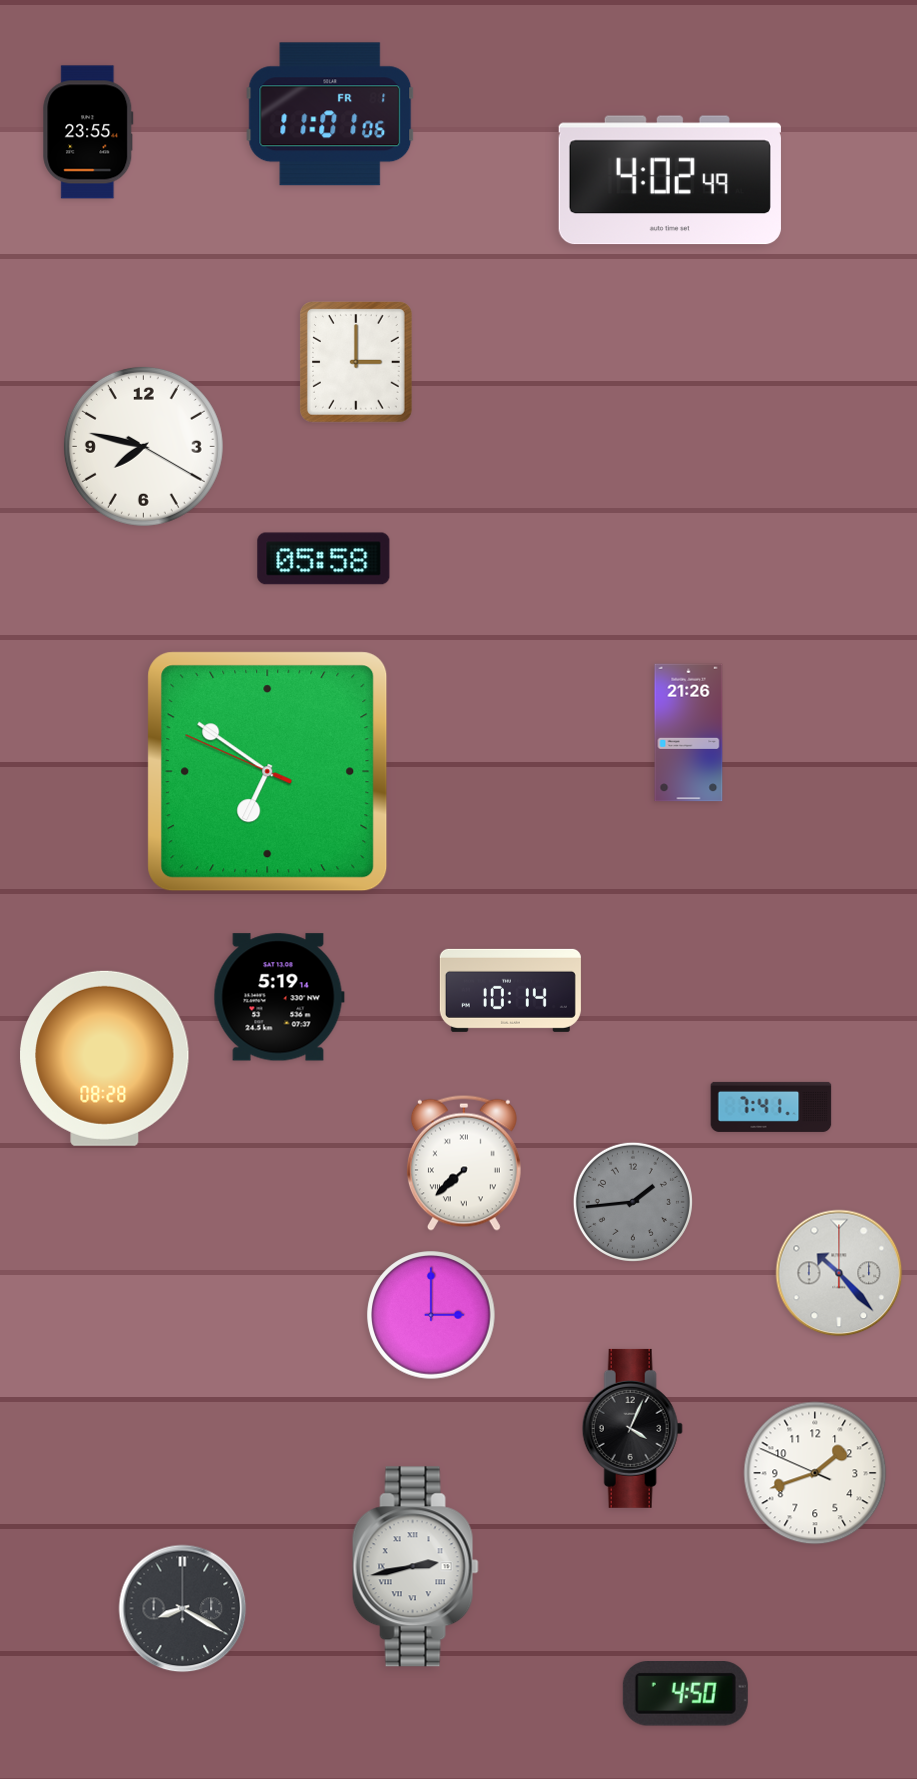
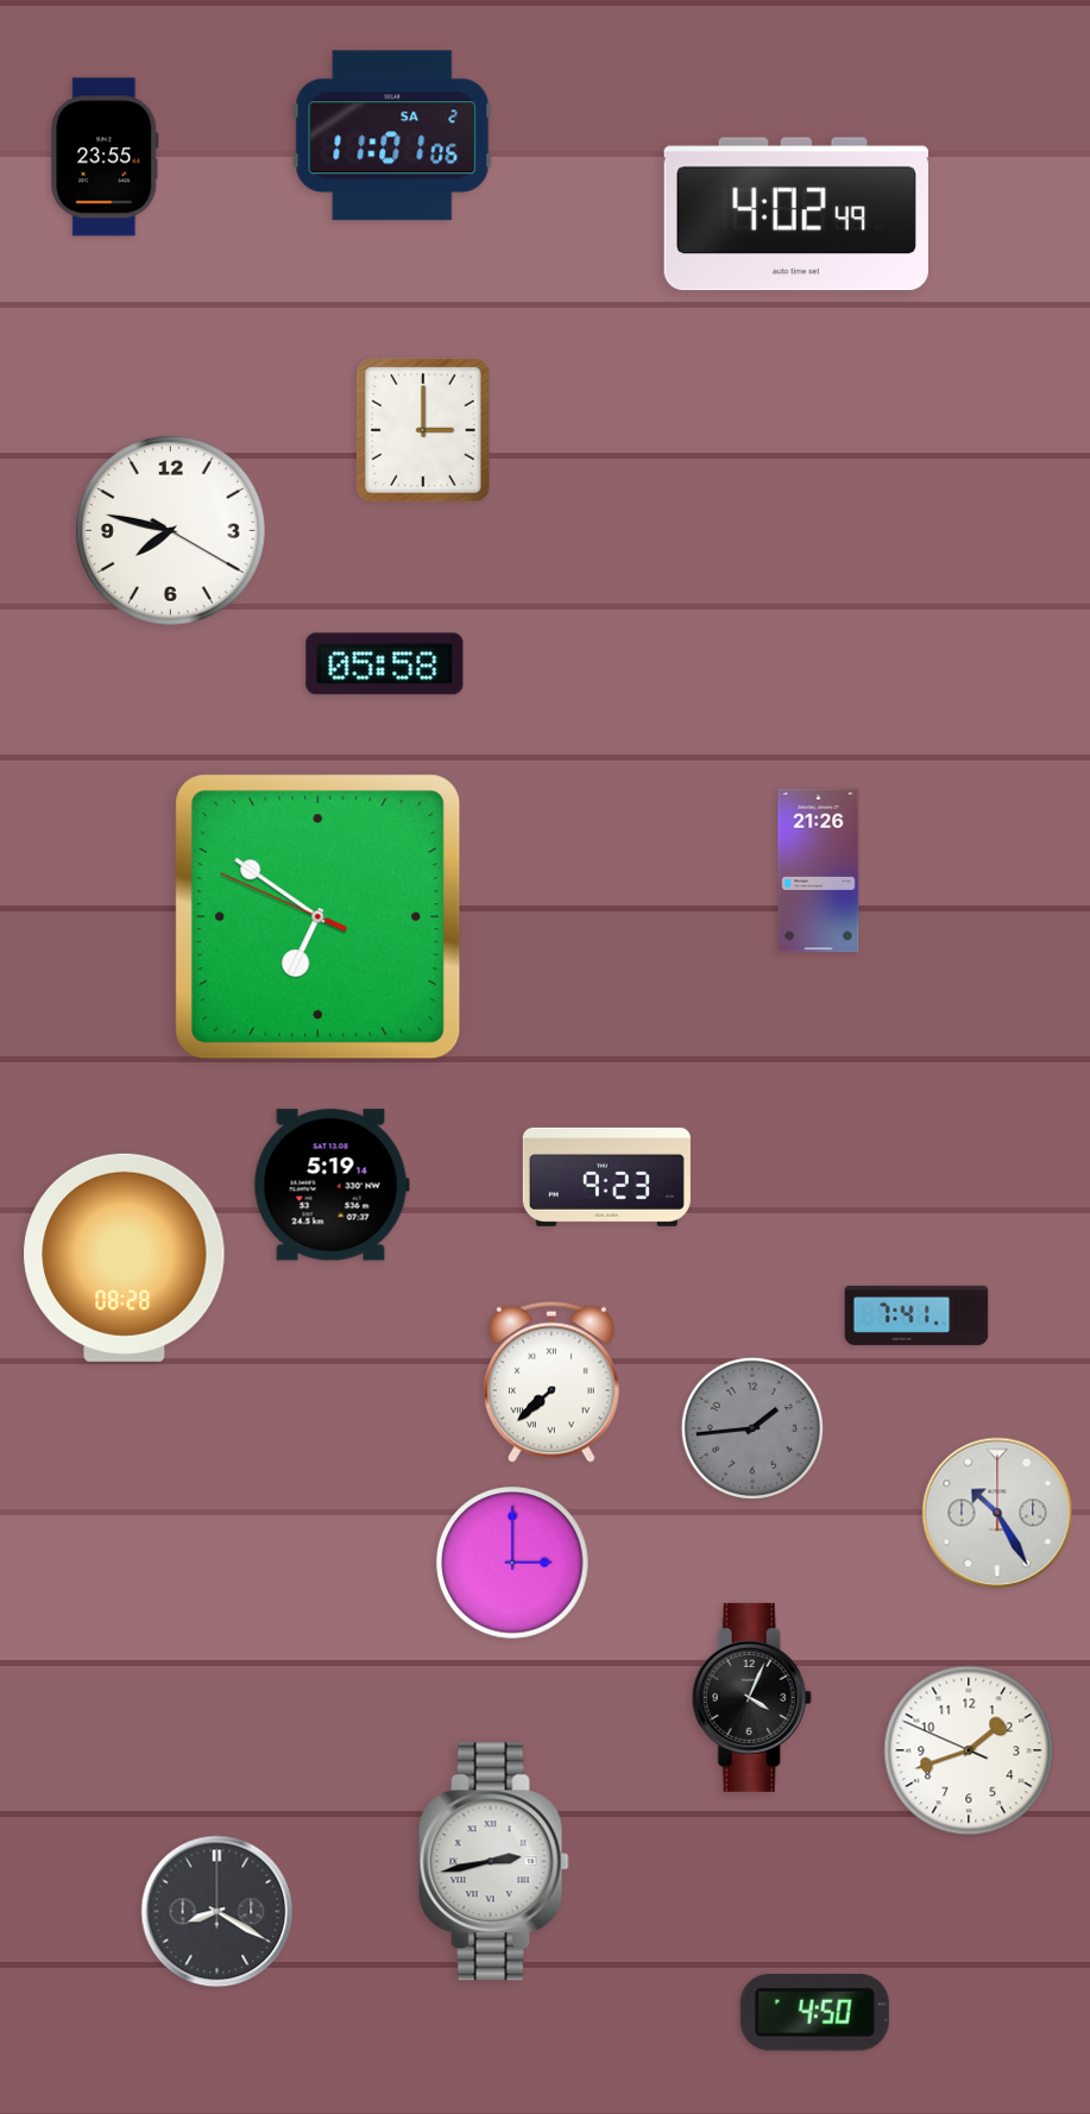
clock at (330, 114) date: FR 1 -> SA 2
clock at (510, 990): 10:14 -> 9:23
clock at (839, 1273): 10:23 -> 10:25
